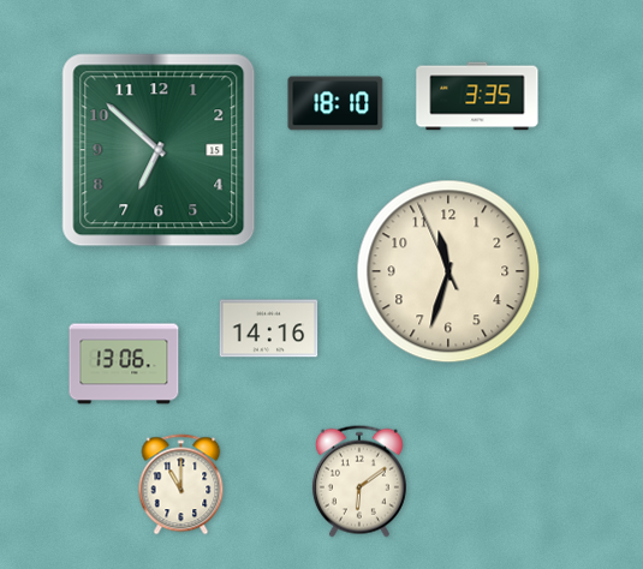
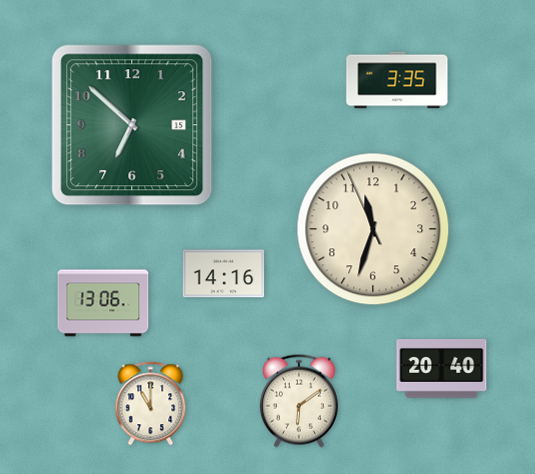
clock at (335, 103): 18:10 -> none
clock at (448, 271) position: (448, 271) -> (373, 229)
clock at (442, 369): none -> 20:40
